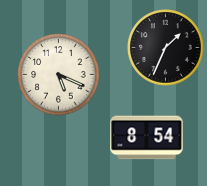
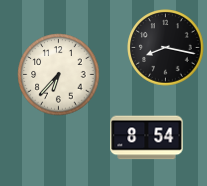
clock at (166, 48): 1:34 -> 8:17
clock at (59, 75): 5:19 -> 6:37
